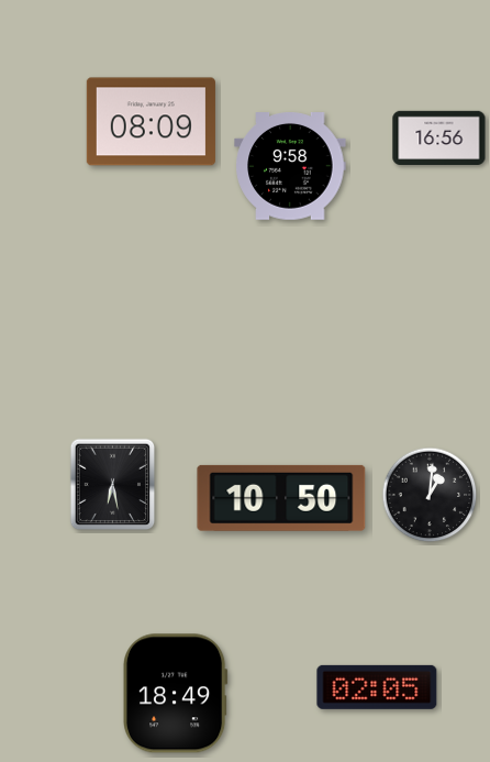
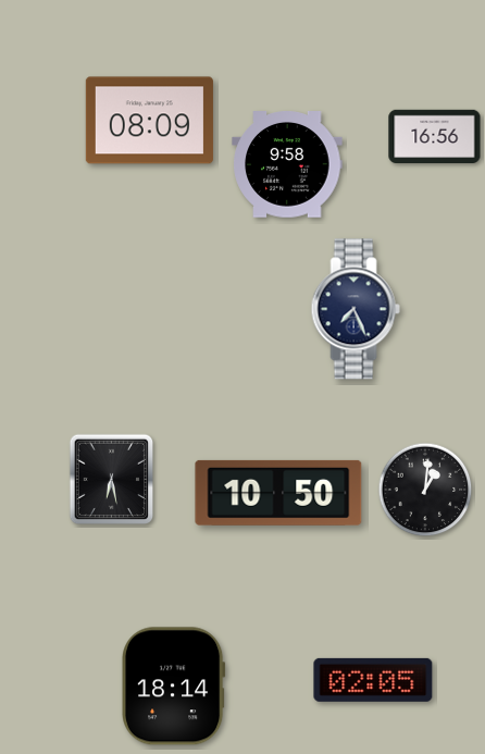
clock at (356, 309): none -> 7:26
clock at (176, 694): 18:49 -> 18:14
